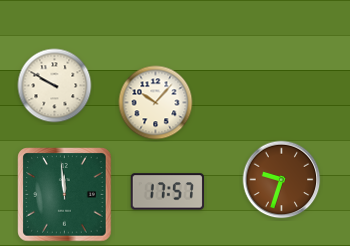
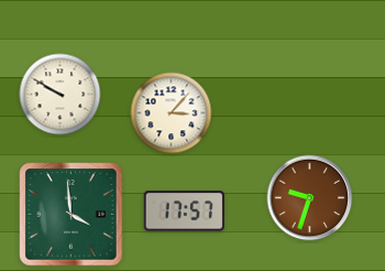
clock at (156, 103): 10:07 -> 3:07
clock at (65, 195): 11:59 -> 3:59
